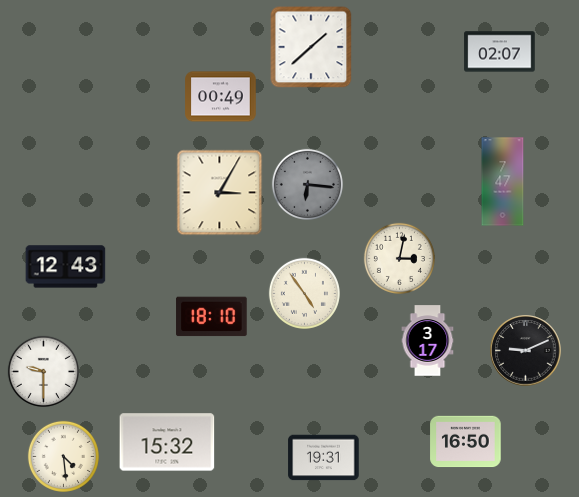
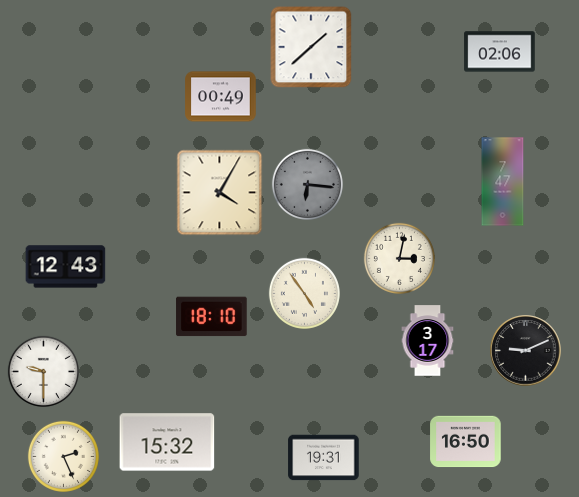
clock at (500, 52): 02:07 -> 02:06
clock at (220, 193): 3:05 -> 4:05
clock at (63, 456): 4:29 -> 2:26
